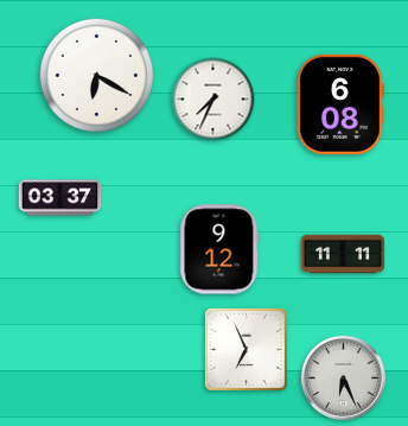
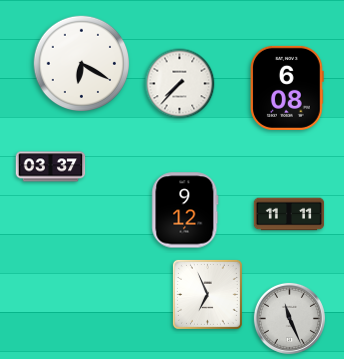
clock at (213, 100): 7:34 -> 7:37
clock at (343, 377): 6:26 -> 11:26
